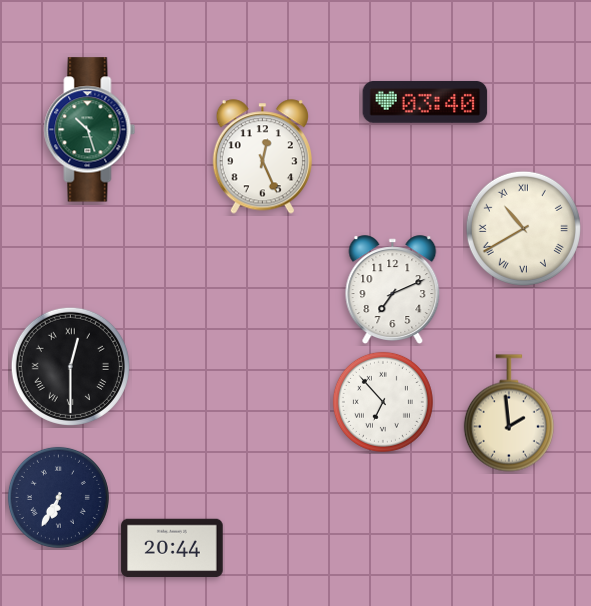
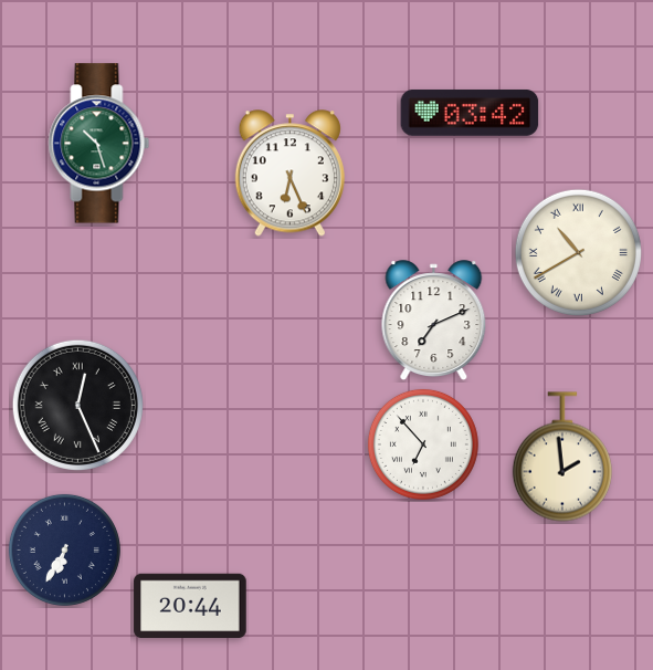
clock at (425, 102): 03:40 -> 03:42
clock at (262, 157): 12:26 -> 6:26
clock at (70, 366): 12:30 -> 12:26
